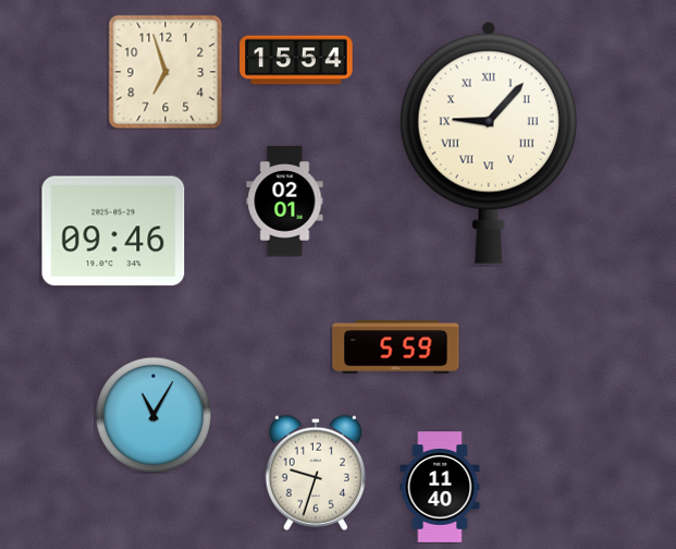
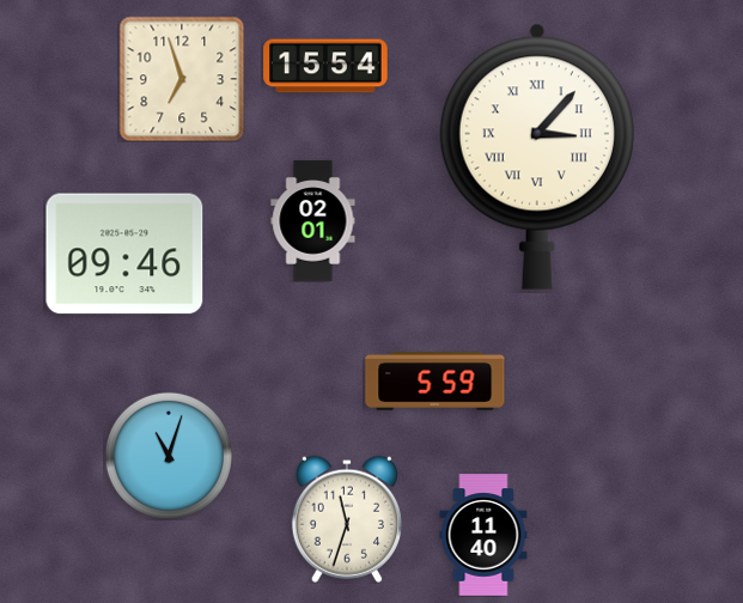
clock at (489, 143): 9:07 -> 3:07
clock at (153, 415): 11:05 -> 11:03
clock at (316, 473): 9:33 -> 11:33
